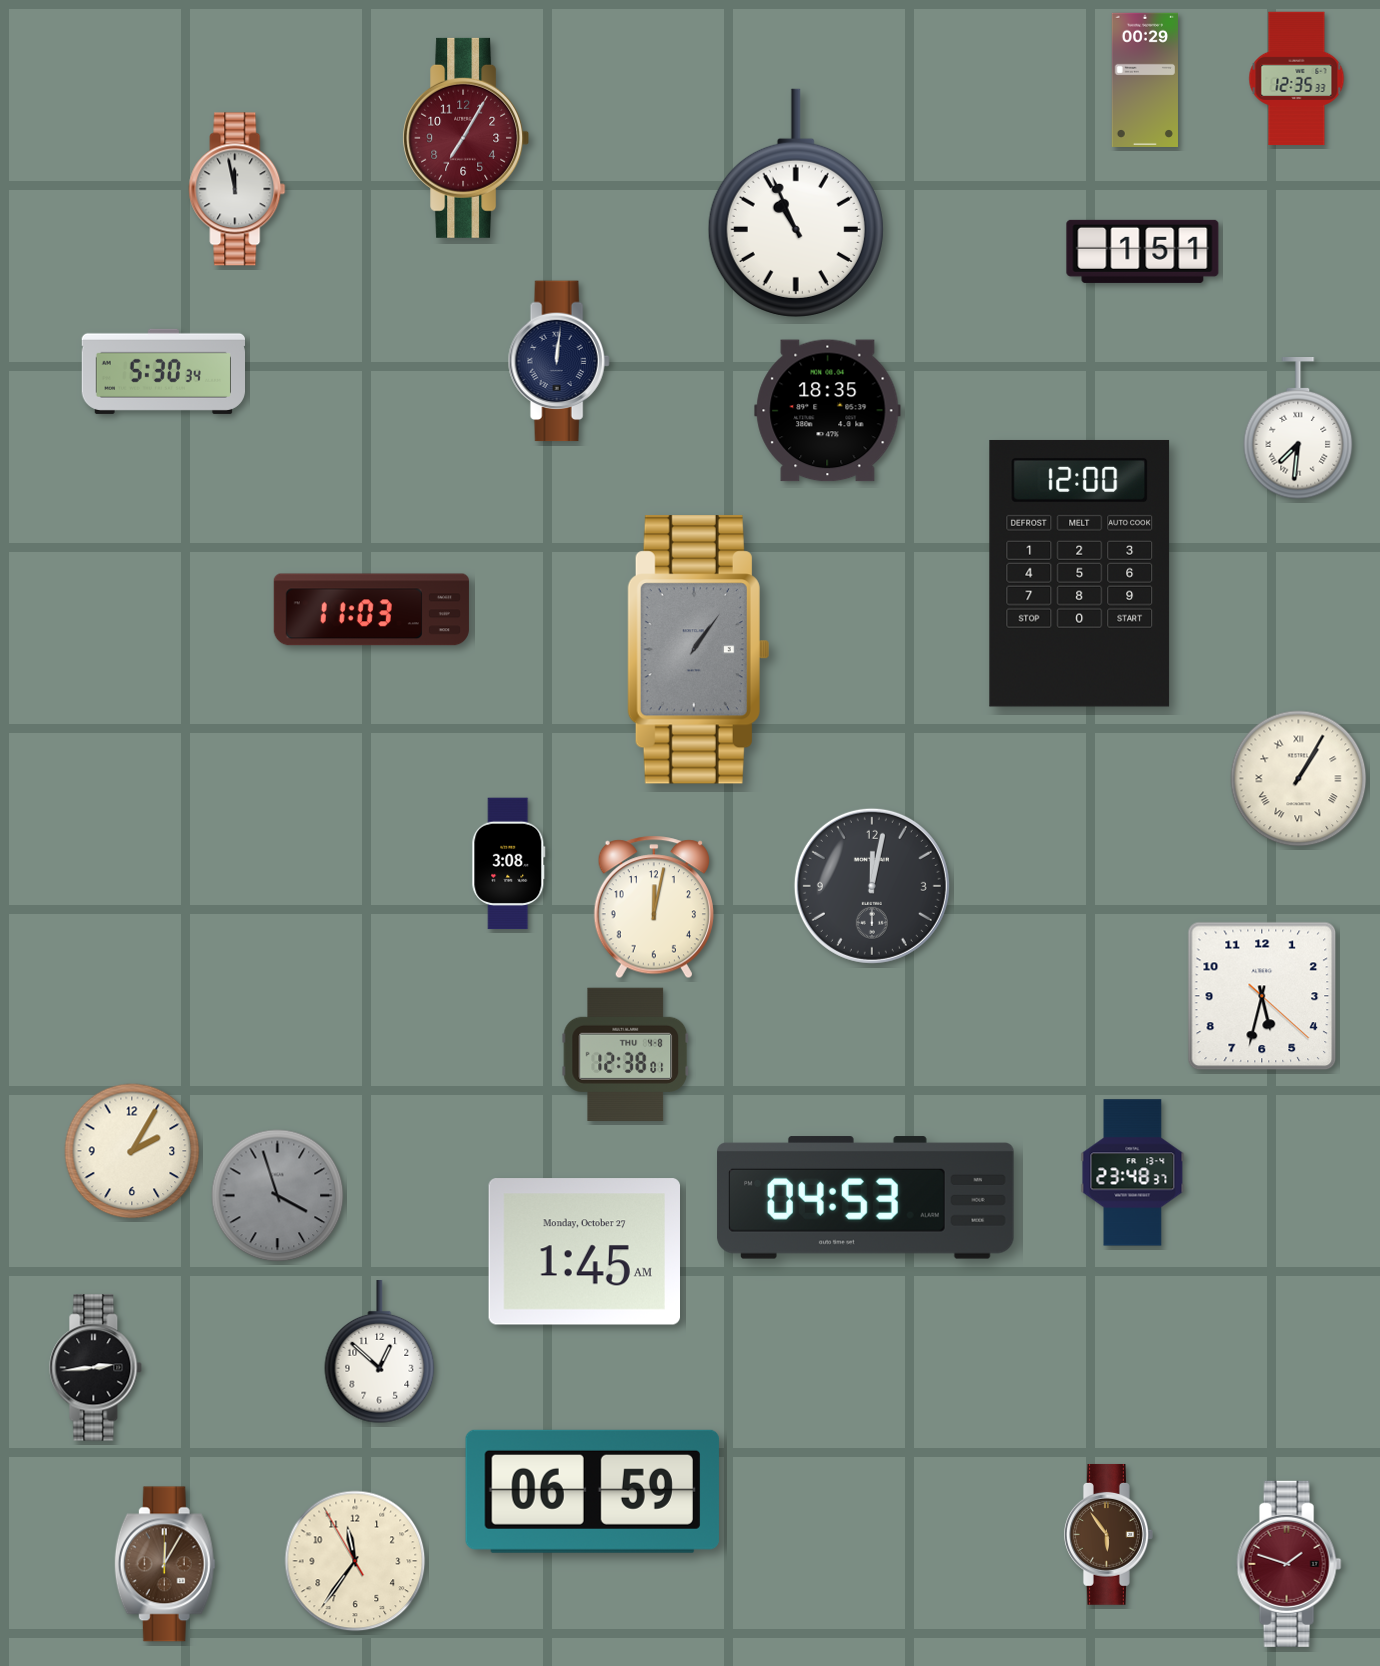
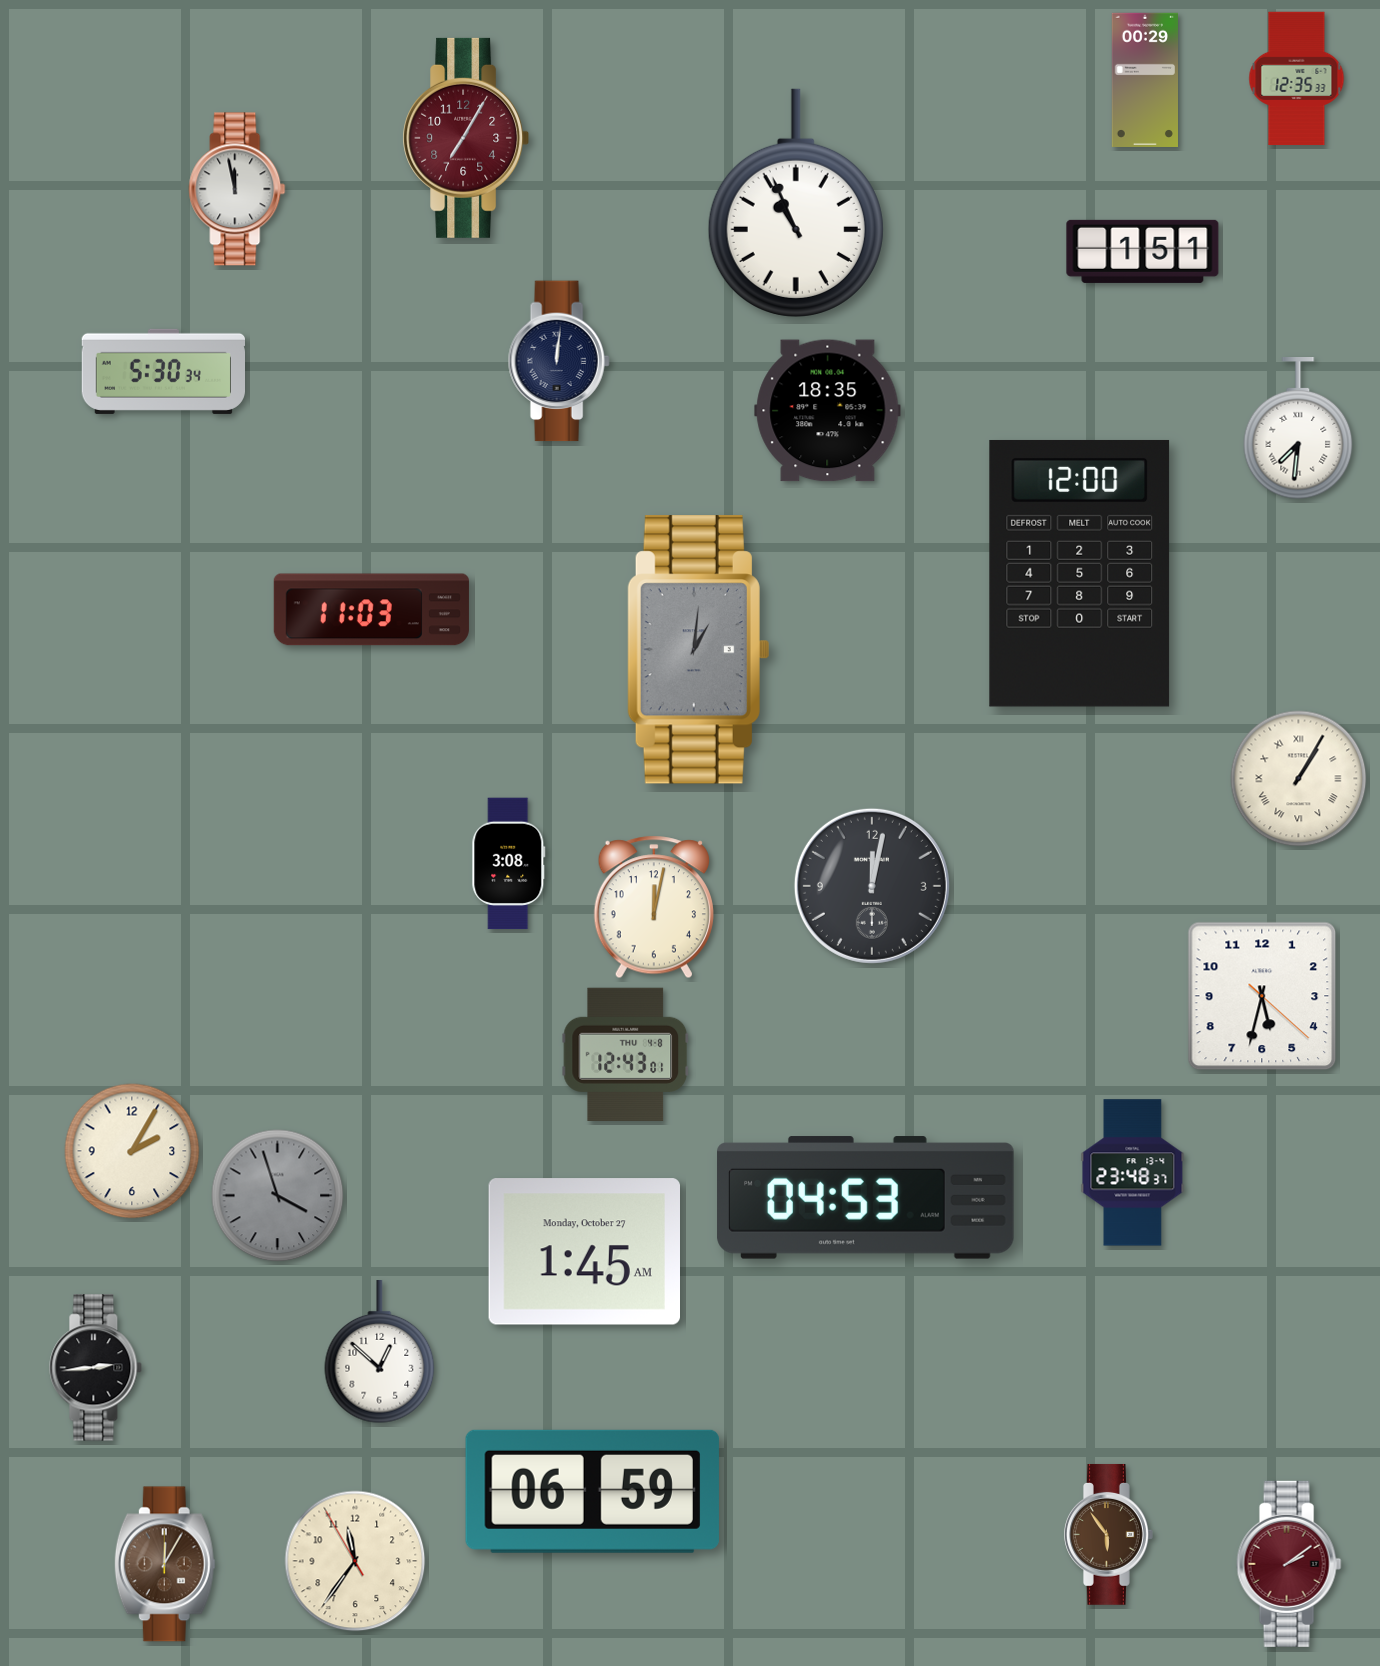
clock at (698, 650): 1:06 -> 1:01
clock at (626, 1054): 12:38 -> 12:43
clock at (1289, 1564): 1:48 -> 2:09
